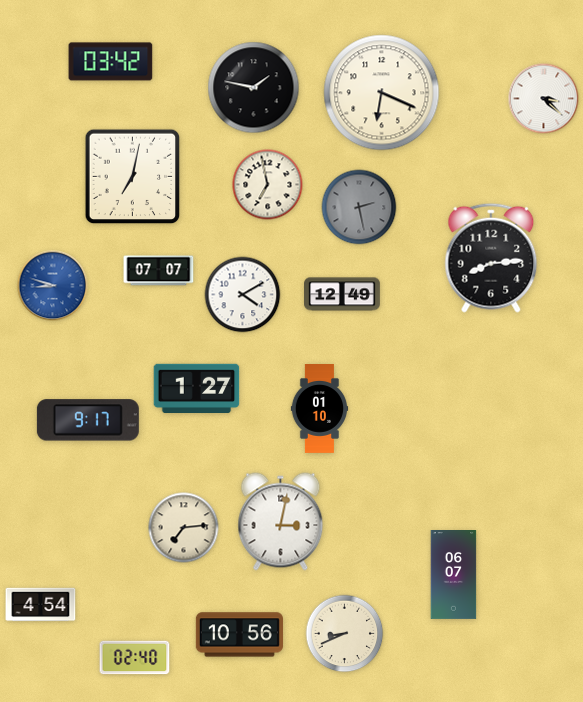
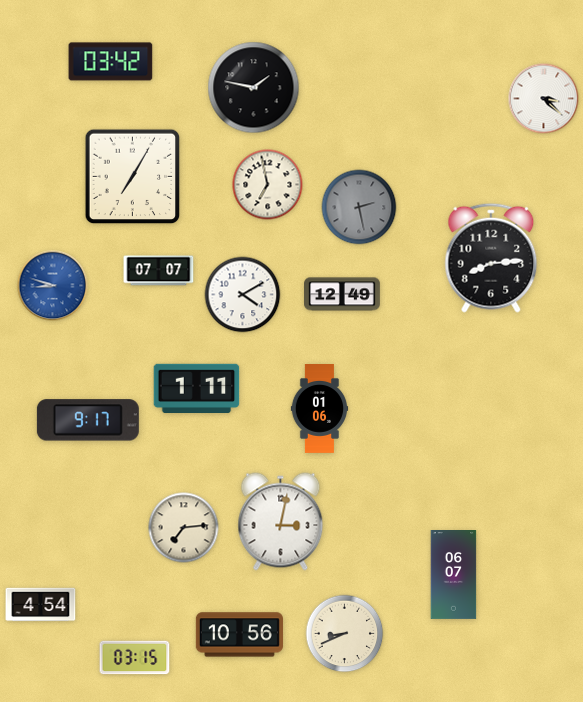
clock at (382, 93): 6:19 -> none
clock at (133, 177): 7:02 -> 7:05
clock at (197, 388): 1:27 -> 1:11
clock at (320, 409): 01:10 -> 01:06
clock at (135, 658): 02:40 -> 03:15
